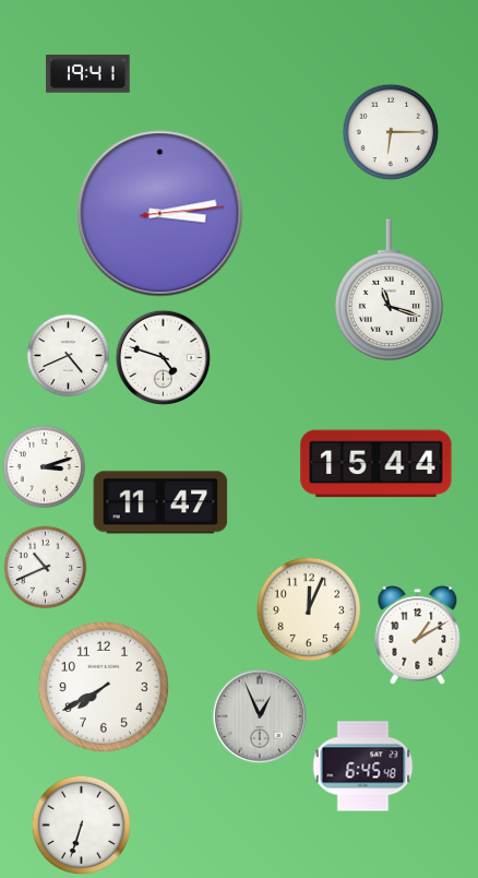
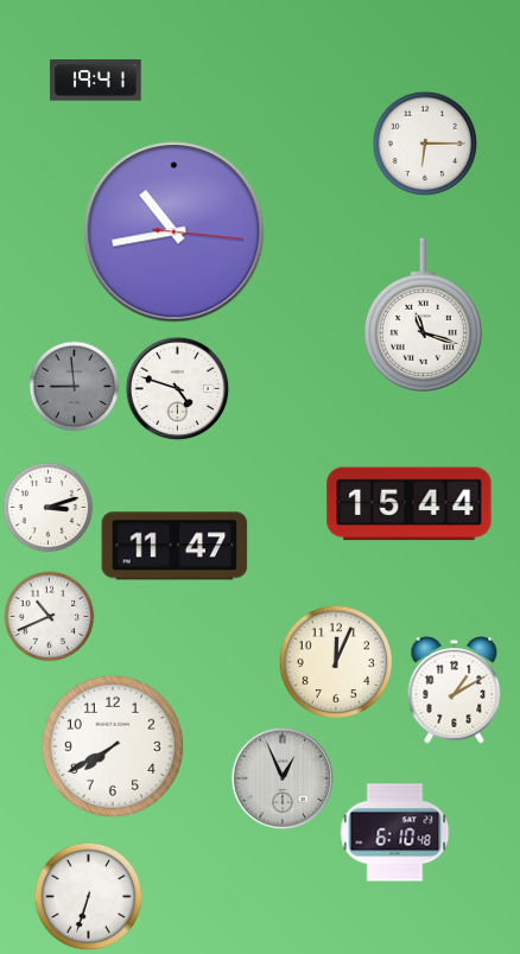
clock at (160, 214): 3:13 -> 10:43
clock at (69, 356): 4:41 -> 8:59
clock at (69, 356) dial: white -> grey
clock at (363, 767): 6:45 -> 6:10
